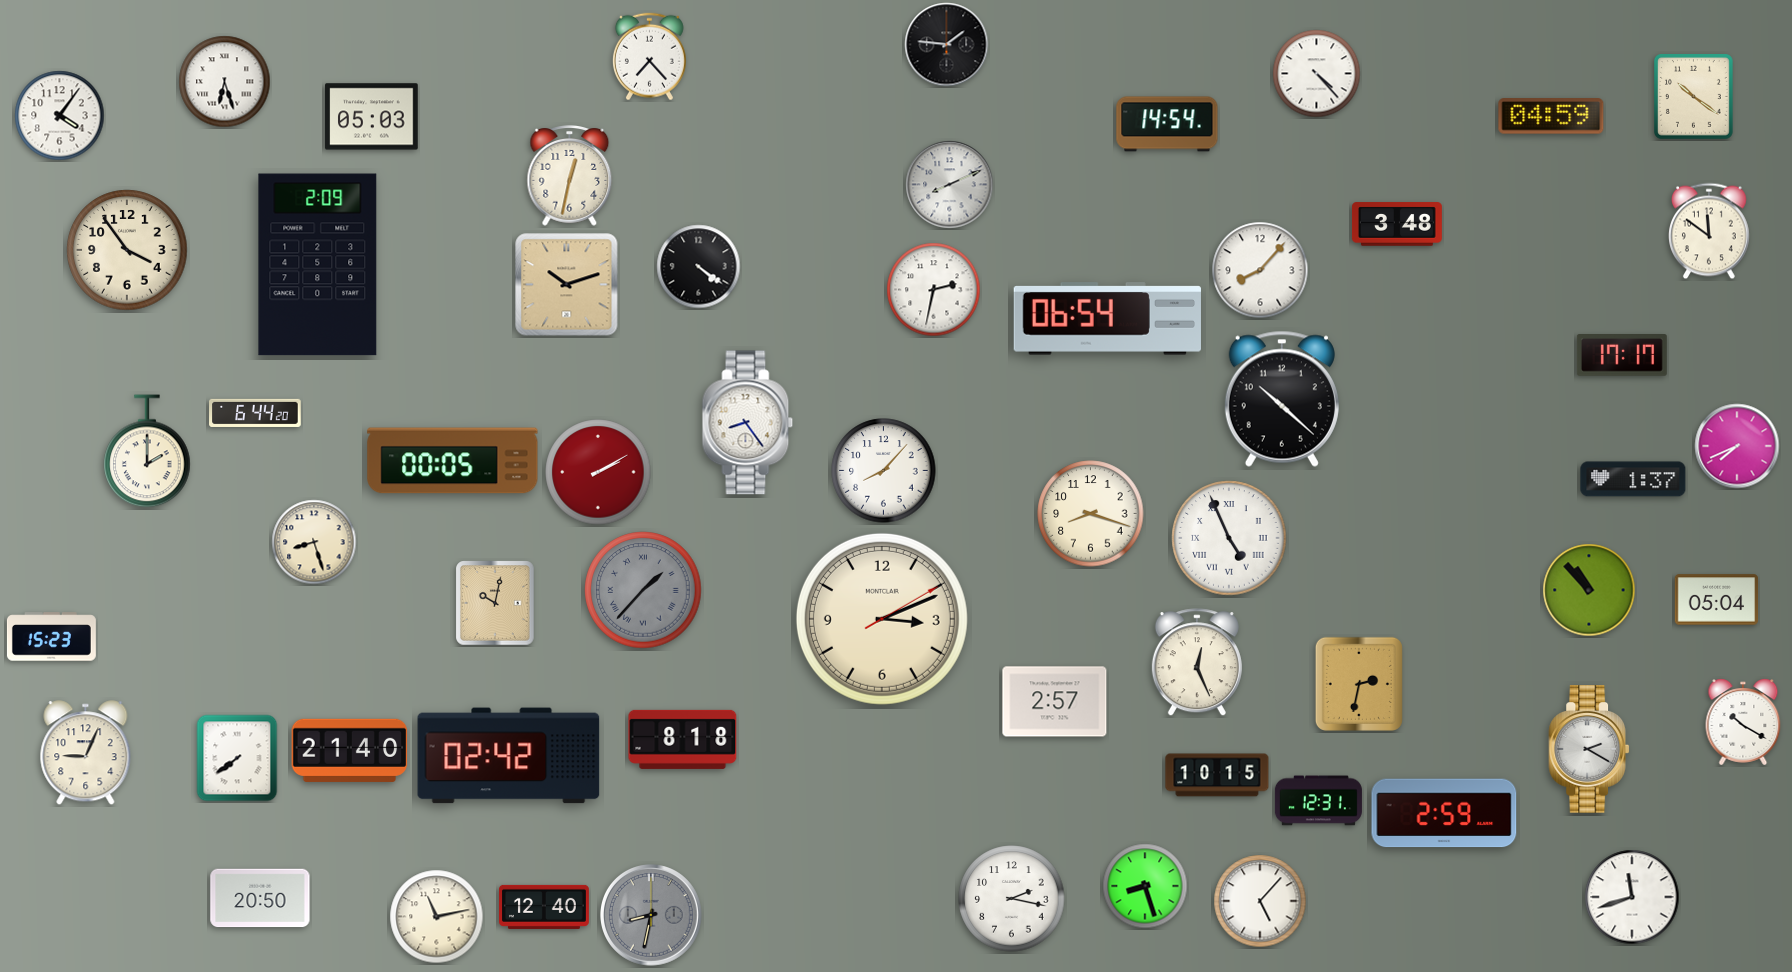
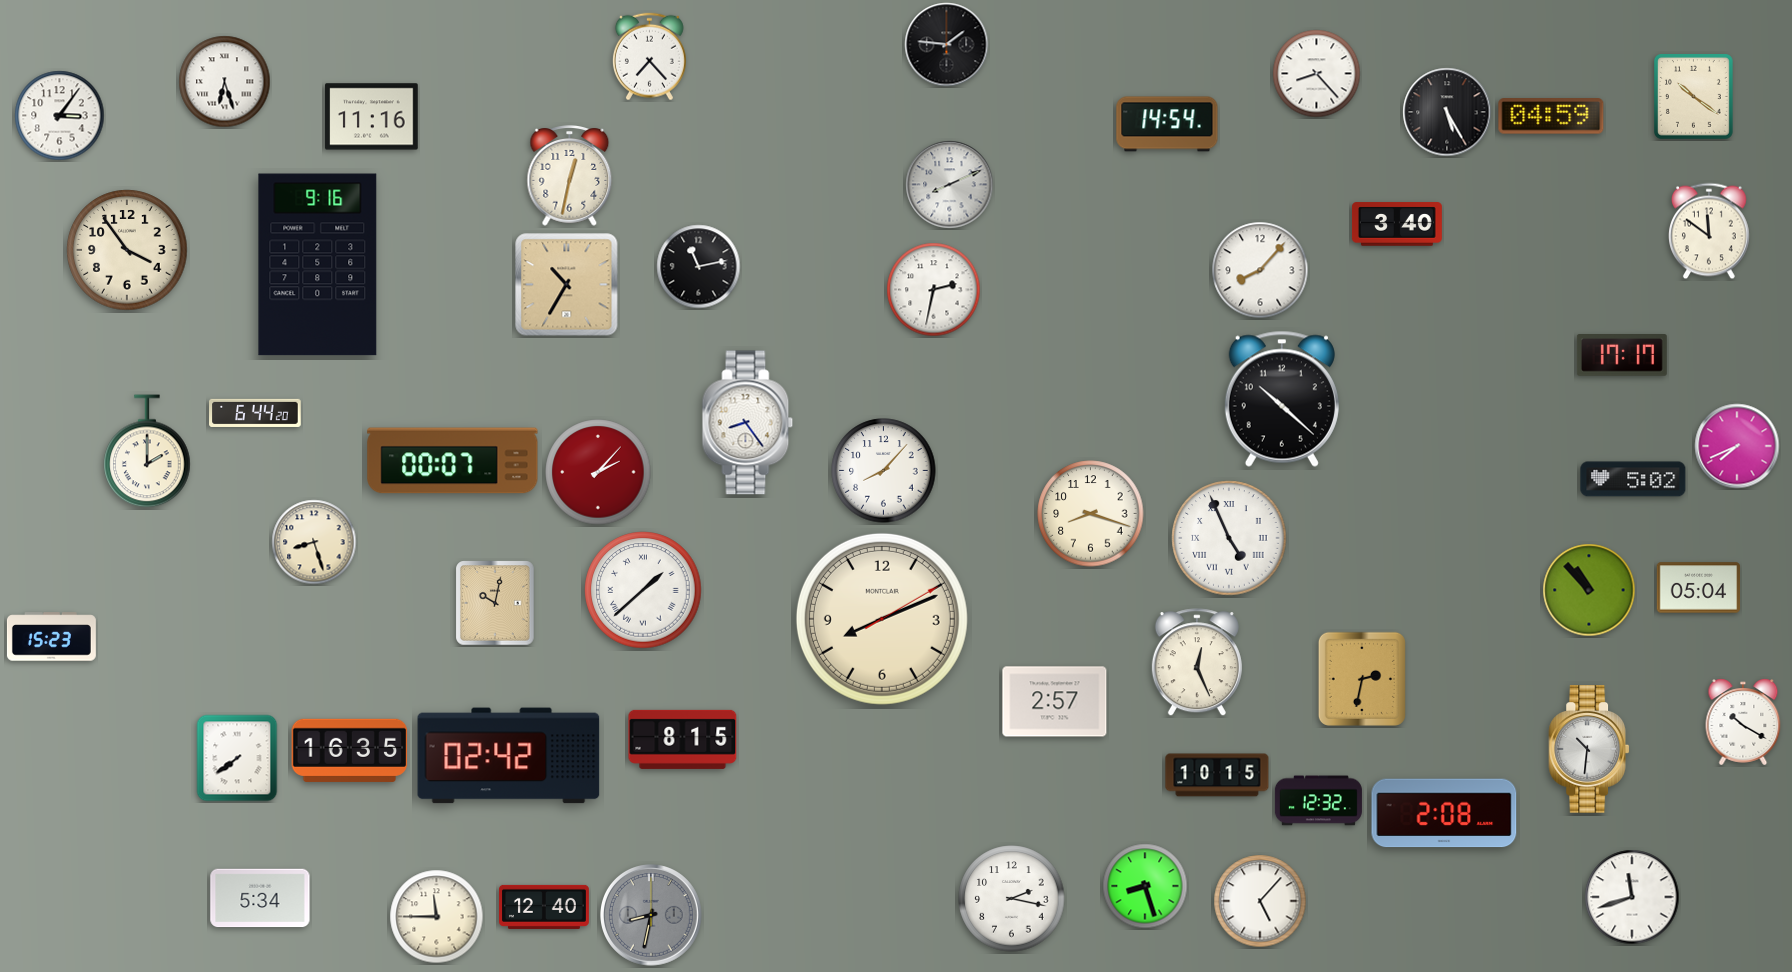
clock at (1317, 74): 4:23 -> 8:23
clock at (1447, 112): none -> 5:25
clock at (60, 116): 4:06 -> 3:06
clock at (372, 117): 05:03 -> 11:16
clock at (1397, 224): 3:48 -> 3:40
clock at (318, 265): 2:09 -> 9:16
clock at (699, 267): 4:21 -> 11:13
clock at (567, 285): 10:12 -> 10:35
clock at (1107, 319): 06:54 -> none
clock at (453, 461): 00:05 -> 00:07
clock at (598, 472): 2:10 -> 2:07
clock at (1633, 479): 1:37 -> 5:02
clock at (643, 590): 1:37 -> 1:38
clock at (643, 590) dial: grey -> white
clock at (1717, 600) position: (1717, 600) -> (1699, 588)
clock at (882, 619): 3:11 -> 8:11
clock at (1359, 684) position: (1359, 684) -> (1362, 679)
clock at (683, 739): 8:18 -> 8:15
clock at (1589, 749): 2:20 -> 10:31
clock at (350, 750): 21:40 -> 16:35
clock at (86, 753): 9:04 -> none
clock at (1318, 801): 12:31 -> 12:32
clock at (1444, 813): 2:59 -> 2:08
clock at (260, 898): 20:50 -> 5:34
clock at (437, 917): 11:13 -> 11:45
